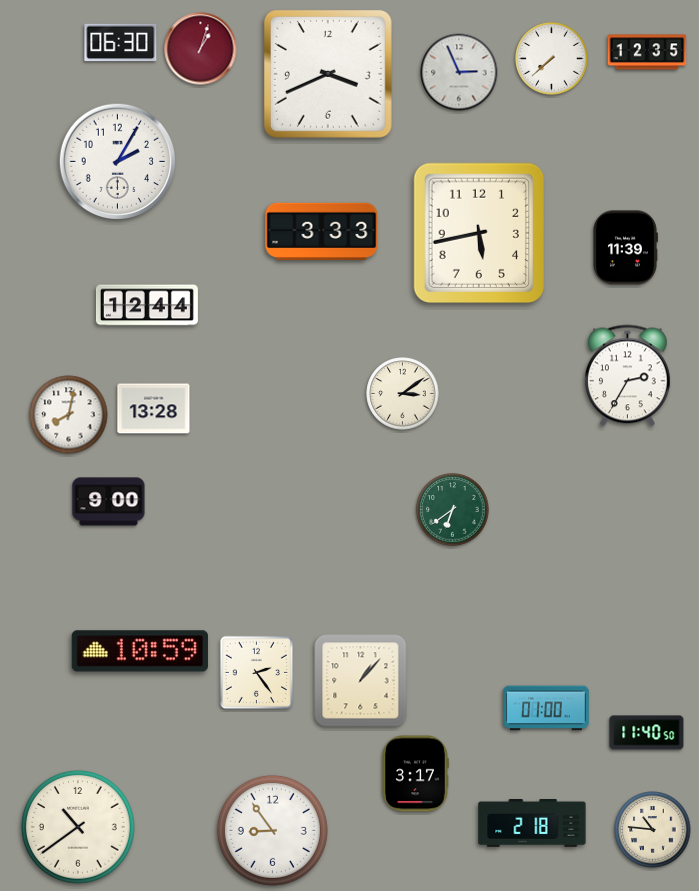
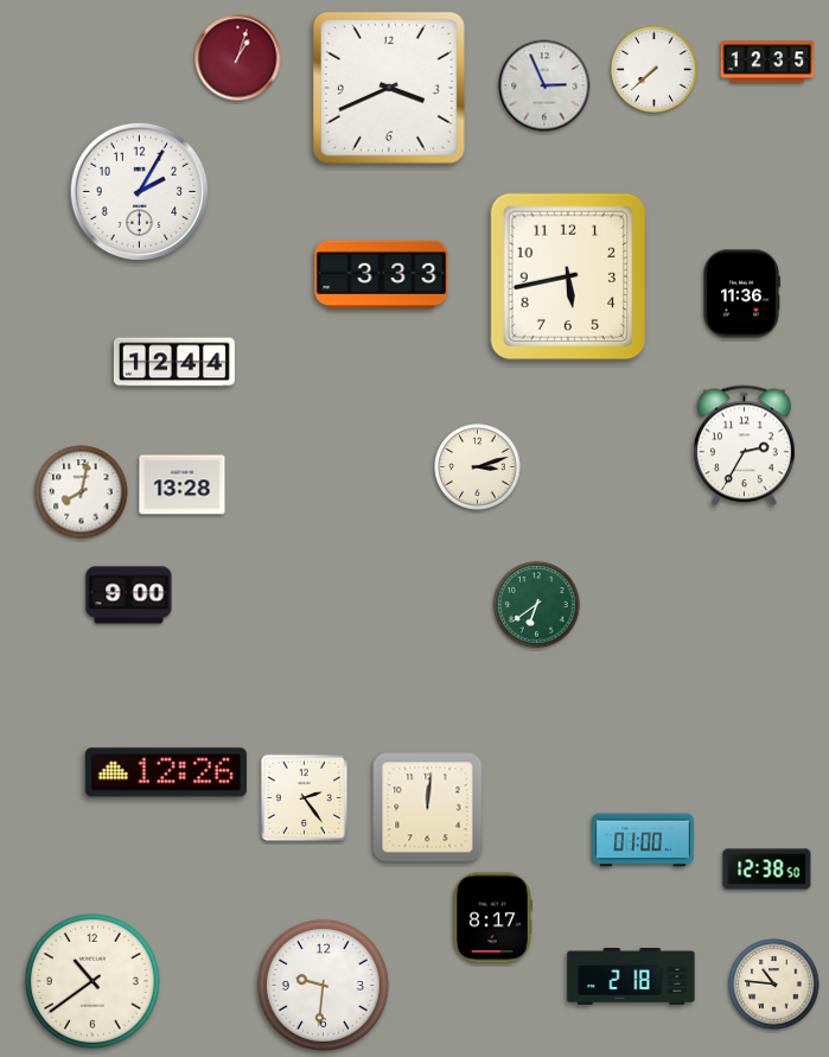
clock at (121, 43): 06:30 -> none
clock at (626, 248): 11:39 -> 11:36
clock at (403, 394): 3:09 -> 3:12
clock at (140, 651): 10:59 -> 12:26
clock at (361, 681): 1:07 -> 12:01
clock at (546, 708) position: (546, 708) -> (643, 840)
clock at (647, 733): 11:40 -> 12:38
clock at (415, 774): 3:17 -> 8:17
clock at (272, 830): 8:54 -> 9:31
